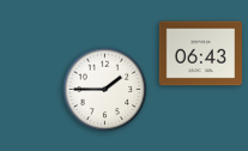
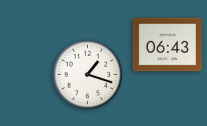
clock at (105, 90): 1:45 -> 1:18
